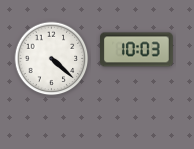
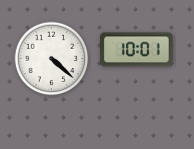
clock at (137, 50): 10:03 -> 10:01
